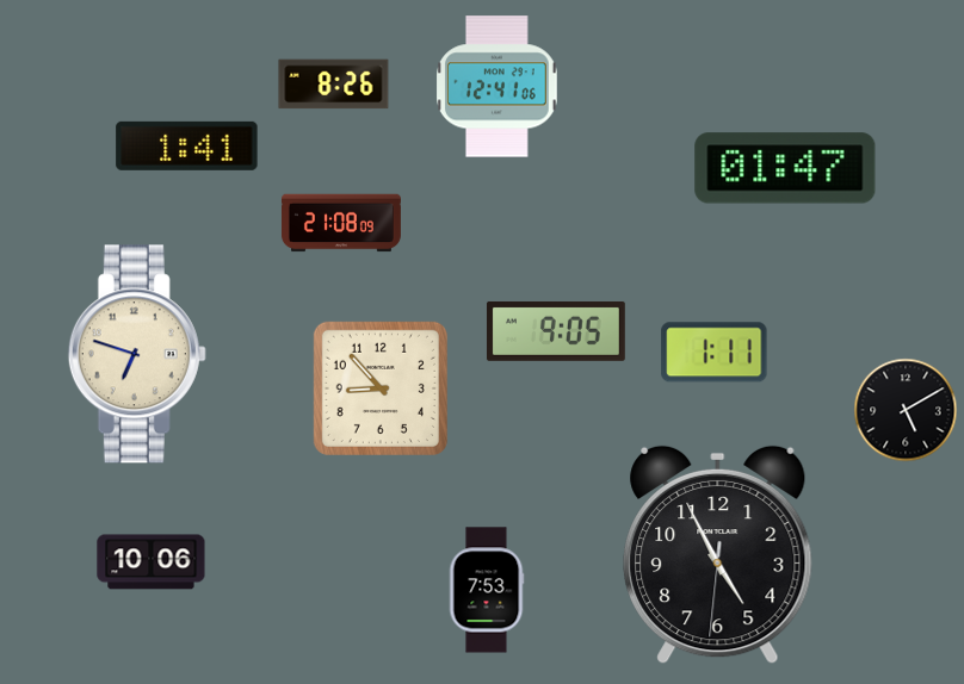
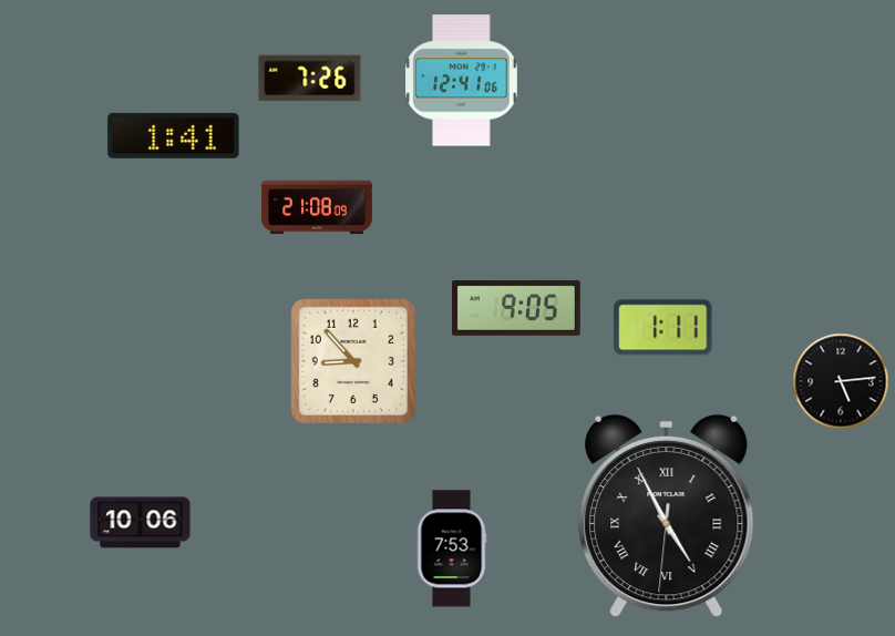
clock at (334, 85): 8:26 -> 7:26
clock at (785, 168): 01:47 -> none
clock at (137, 354): 6:48 -> none
clock at (906, 410): 5:10 -> 5:14
clock at (718, 555) numerals: Arabic -> Roman
